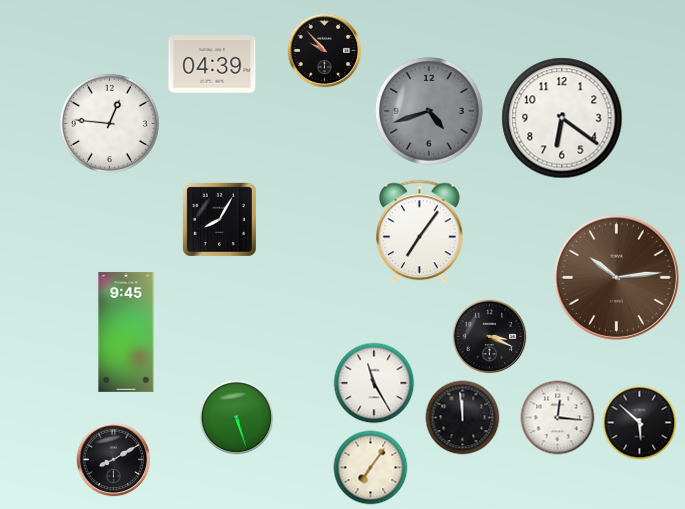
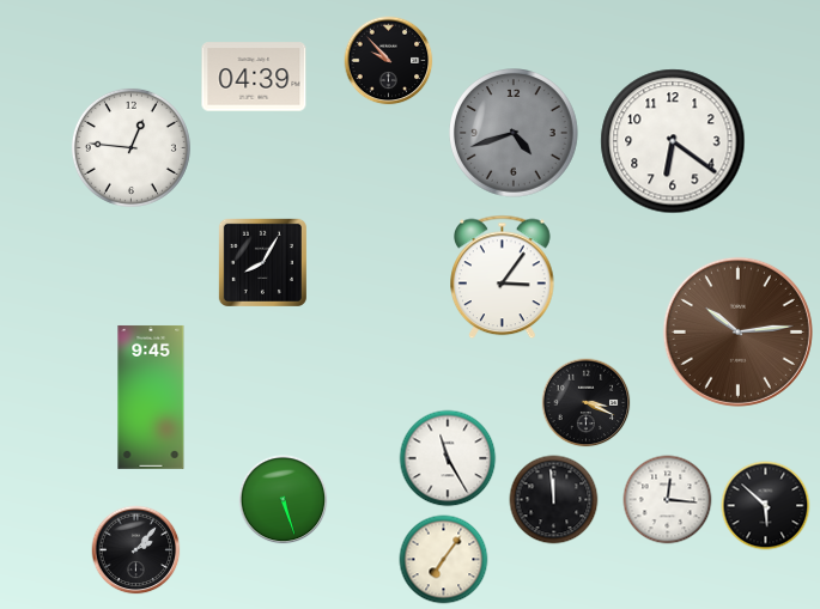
clock at (420, 232): 7:06 -> 3:06
clock at (114, 460): 8:10 -> 2:07
